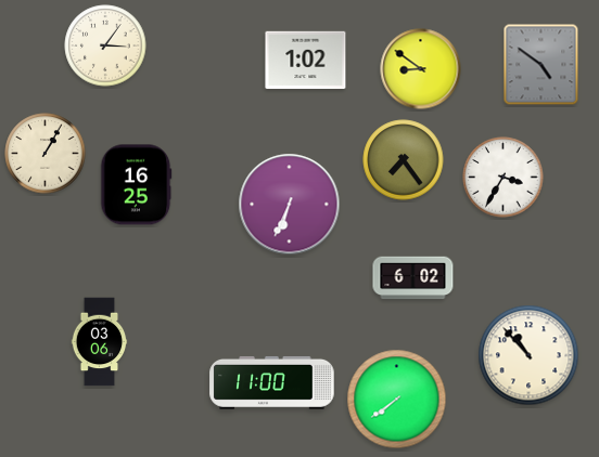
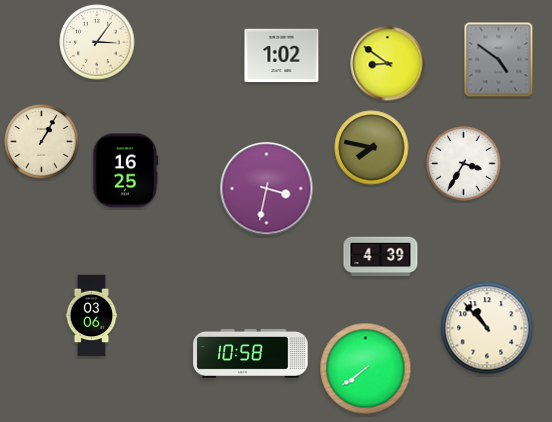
clock at (404, 160): 7:24 -> 7:47
clock at (290, 205): 6:34 -> 3:32
clock at (413, 278): 6:02 -> 4:39
clock at (272, 382): 11:00 -> 10:58
